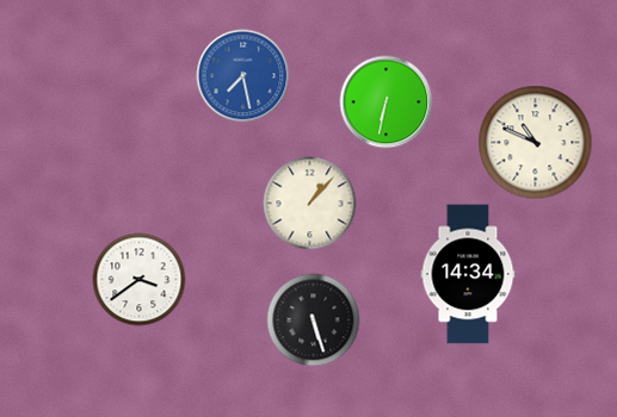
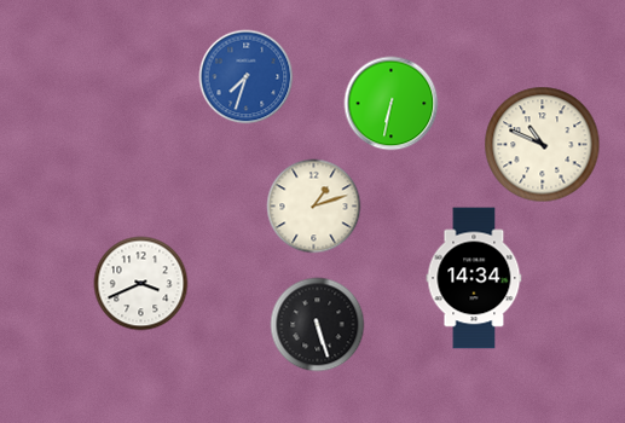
clock at (242, 75): 7:28 -> 7:33
clock at (309, 203): 1:07 -> 1:12
clock at (138, 279): 3:39 -> 3:41
